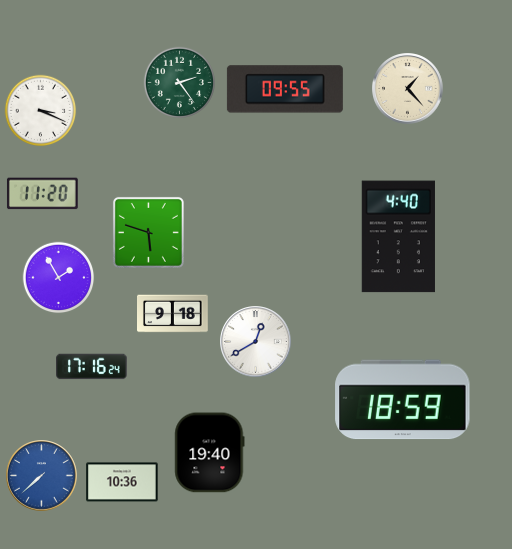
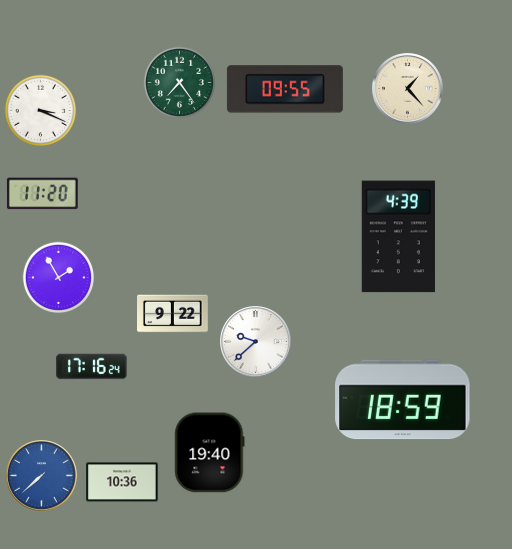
clock at (180, 83): 2:24 -> 7:24
clock at (148, 232): 5:48 -> none
clock at (398, 237): 4:40 -> 4:39
clock at (173, 314): 9:18 -> 9:22
clock at (256, 342): 12:40 -> 9:38
